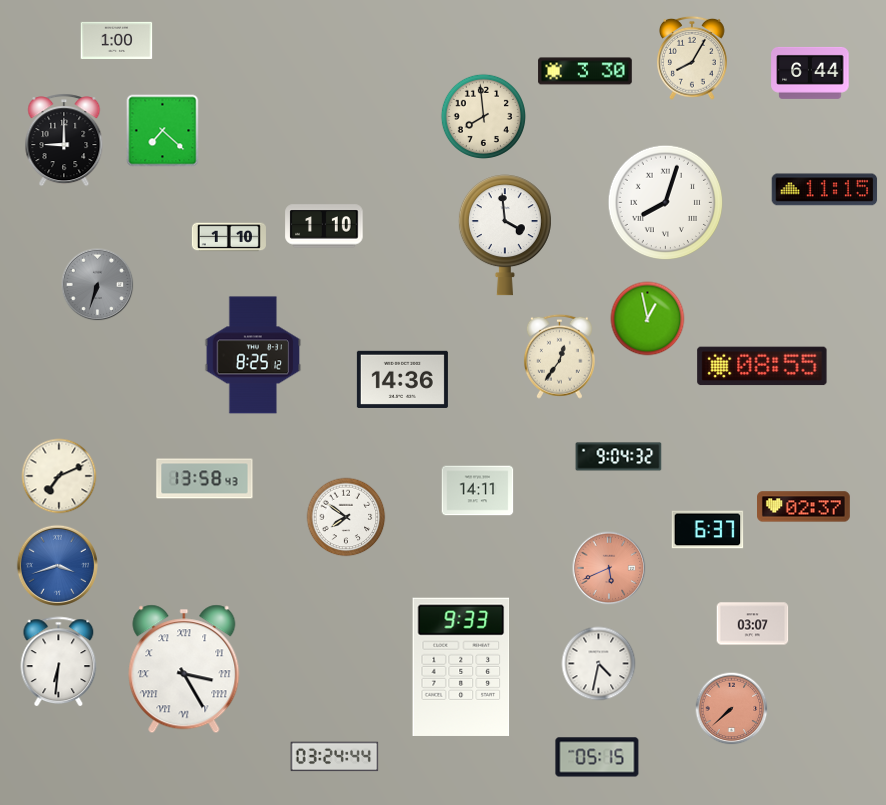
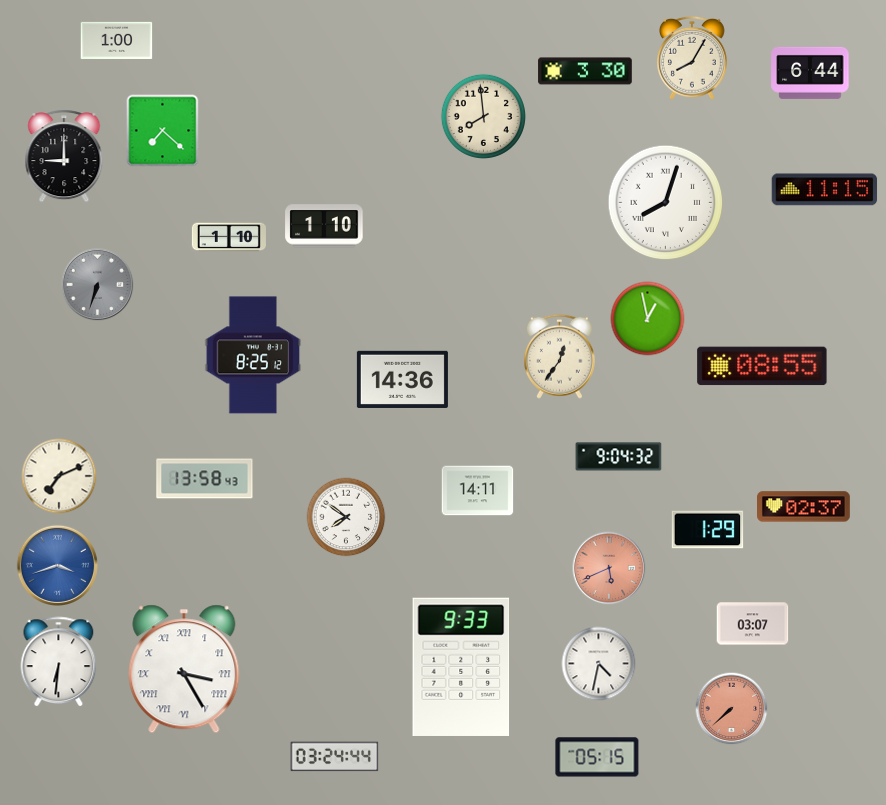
clock at (64, 140) position: (64, 140) -> (64, 156)
clock at (505, 235): 3:59 -> none
clock at (708, 530): 6:37 -> 1:29
